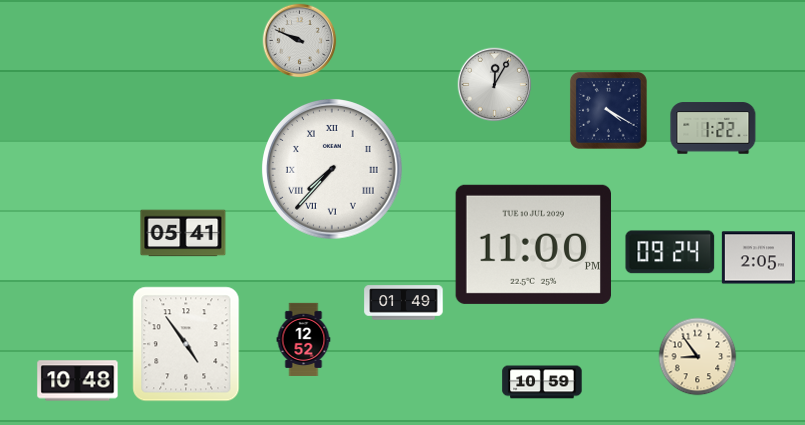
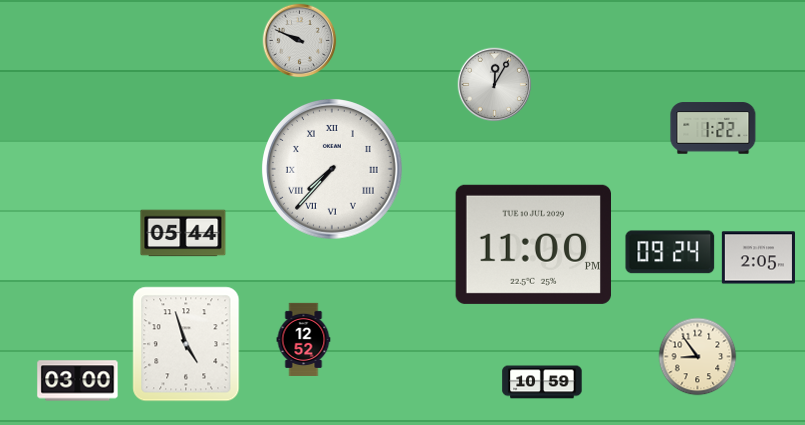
clock at (609, 111): 4:20 -> none
clock at (183, 233): 05:41 -> 05:44
clock at (404, 303): 01:49 -> none
clock at (186, 344): 4:54 -> 4:57
clock at (78, 381): 10:48 -> 03:00
